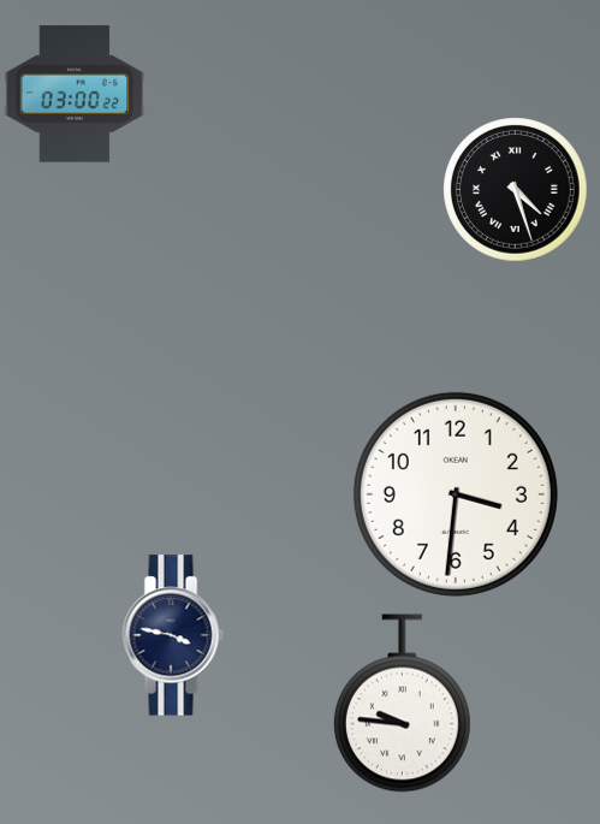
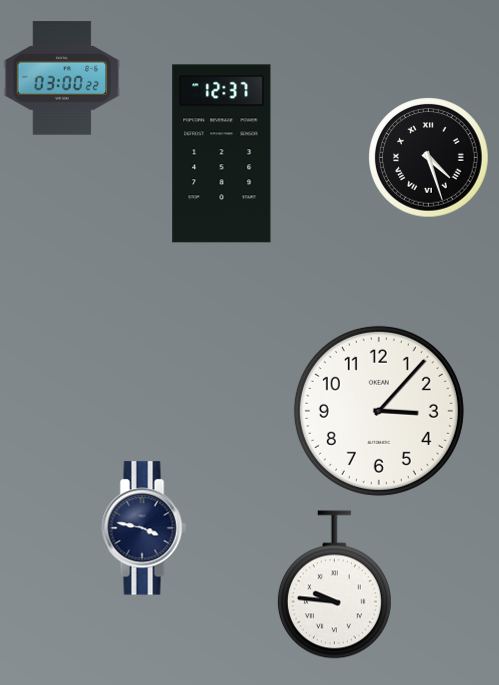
clock at (222, 154): none -> 12:37
clock at (456, 494): 3:31 -> 3:07
